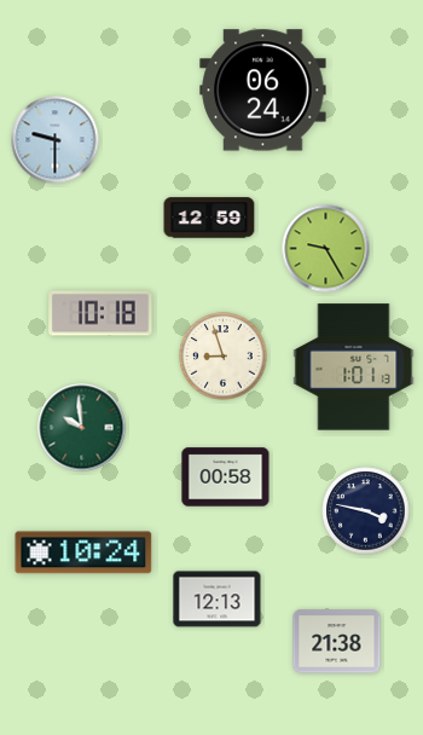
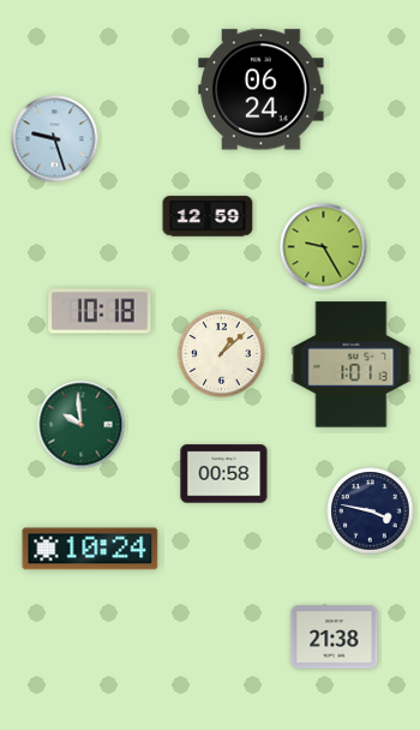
clock at (56, 140): 9:30 -> 9:27
clock at (224, 357): 8:57 -> 1:08
clock at (366, 511) position: (366, 511) -> (371, 511)
clock at (83, 552) position: (83, 552) -> (90, 549)
clock at (218, 600): 12:13 -> none
